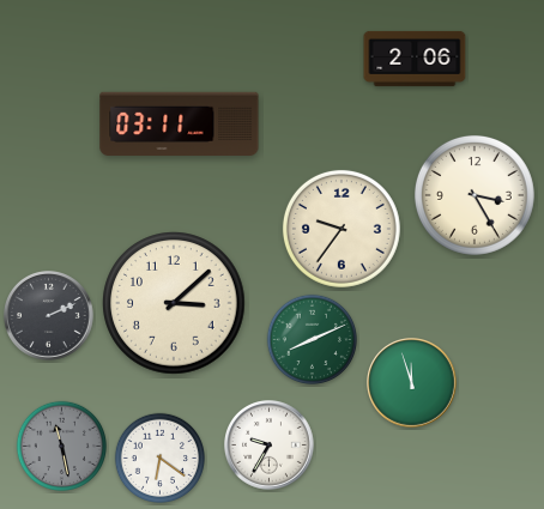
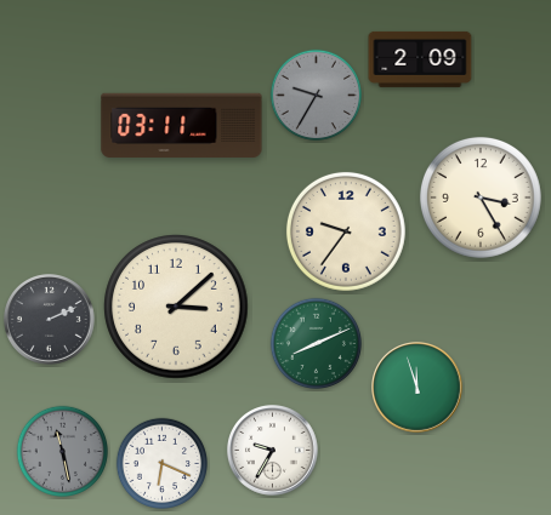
clock at (415, 59): 2:06 -> 2:09
clock at (316, 95): none -> 9:35
clock at (159, 458): 6:21 -> 6:19
